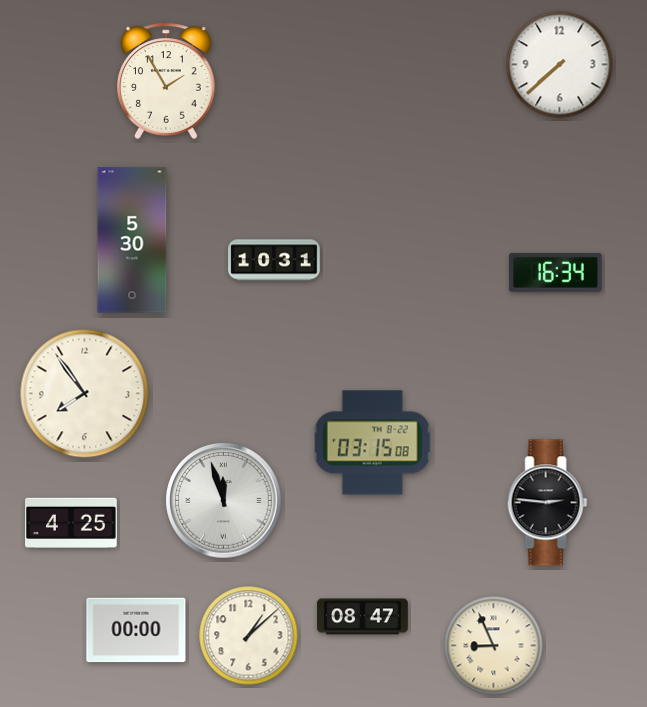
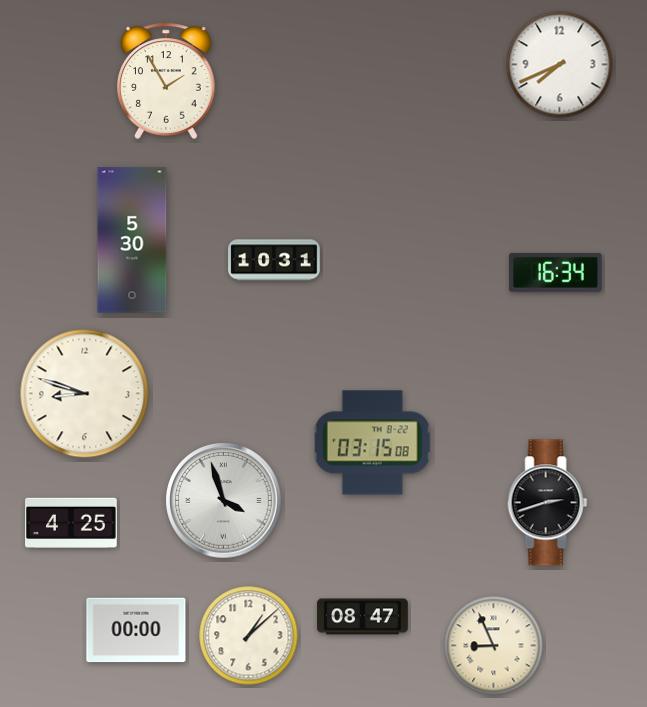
clock at (560, 65): 7:38 -> 7:41
clock at (85, 394): 7:54 -> 8:48
clock at (224, 501): 11:57 -> 3:57
clock at (548, 503): 2:46 -> 2:42
